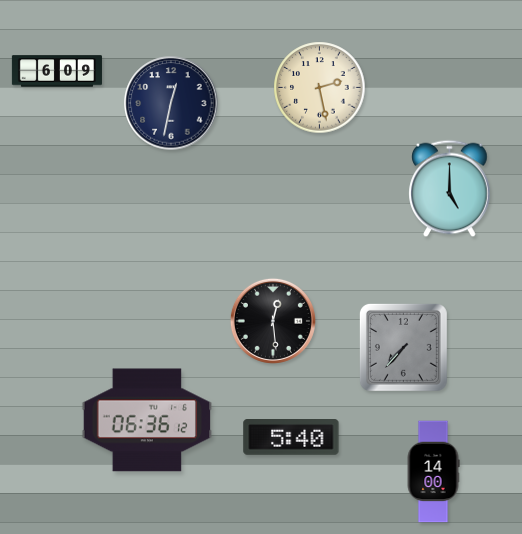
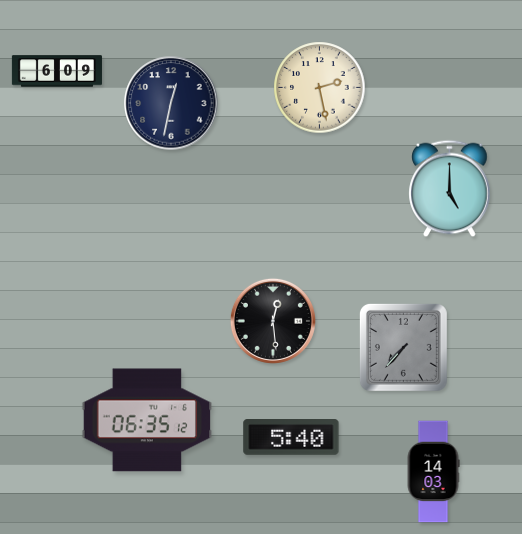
clock at (147, 420): 06:36 -> 06:35
clock at (433, 472): 14:00 -> 14:03
